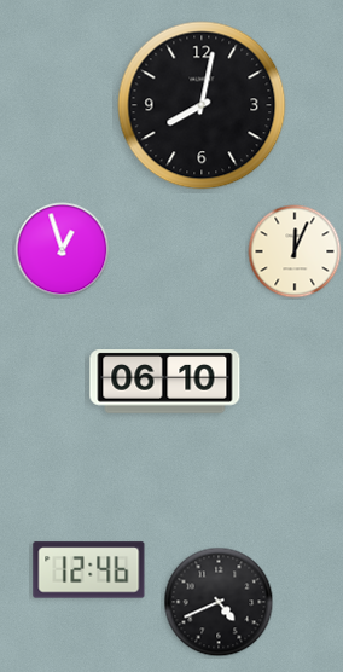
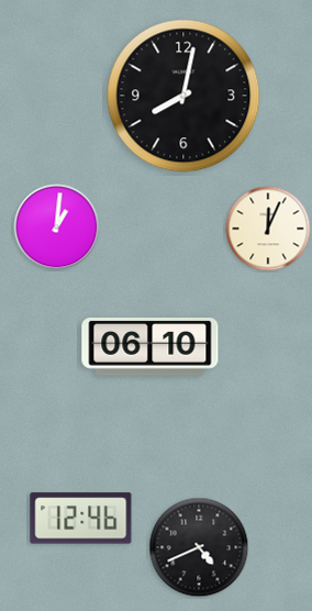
clock at (63, 250): 12:57 -> 1:01
